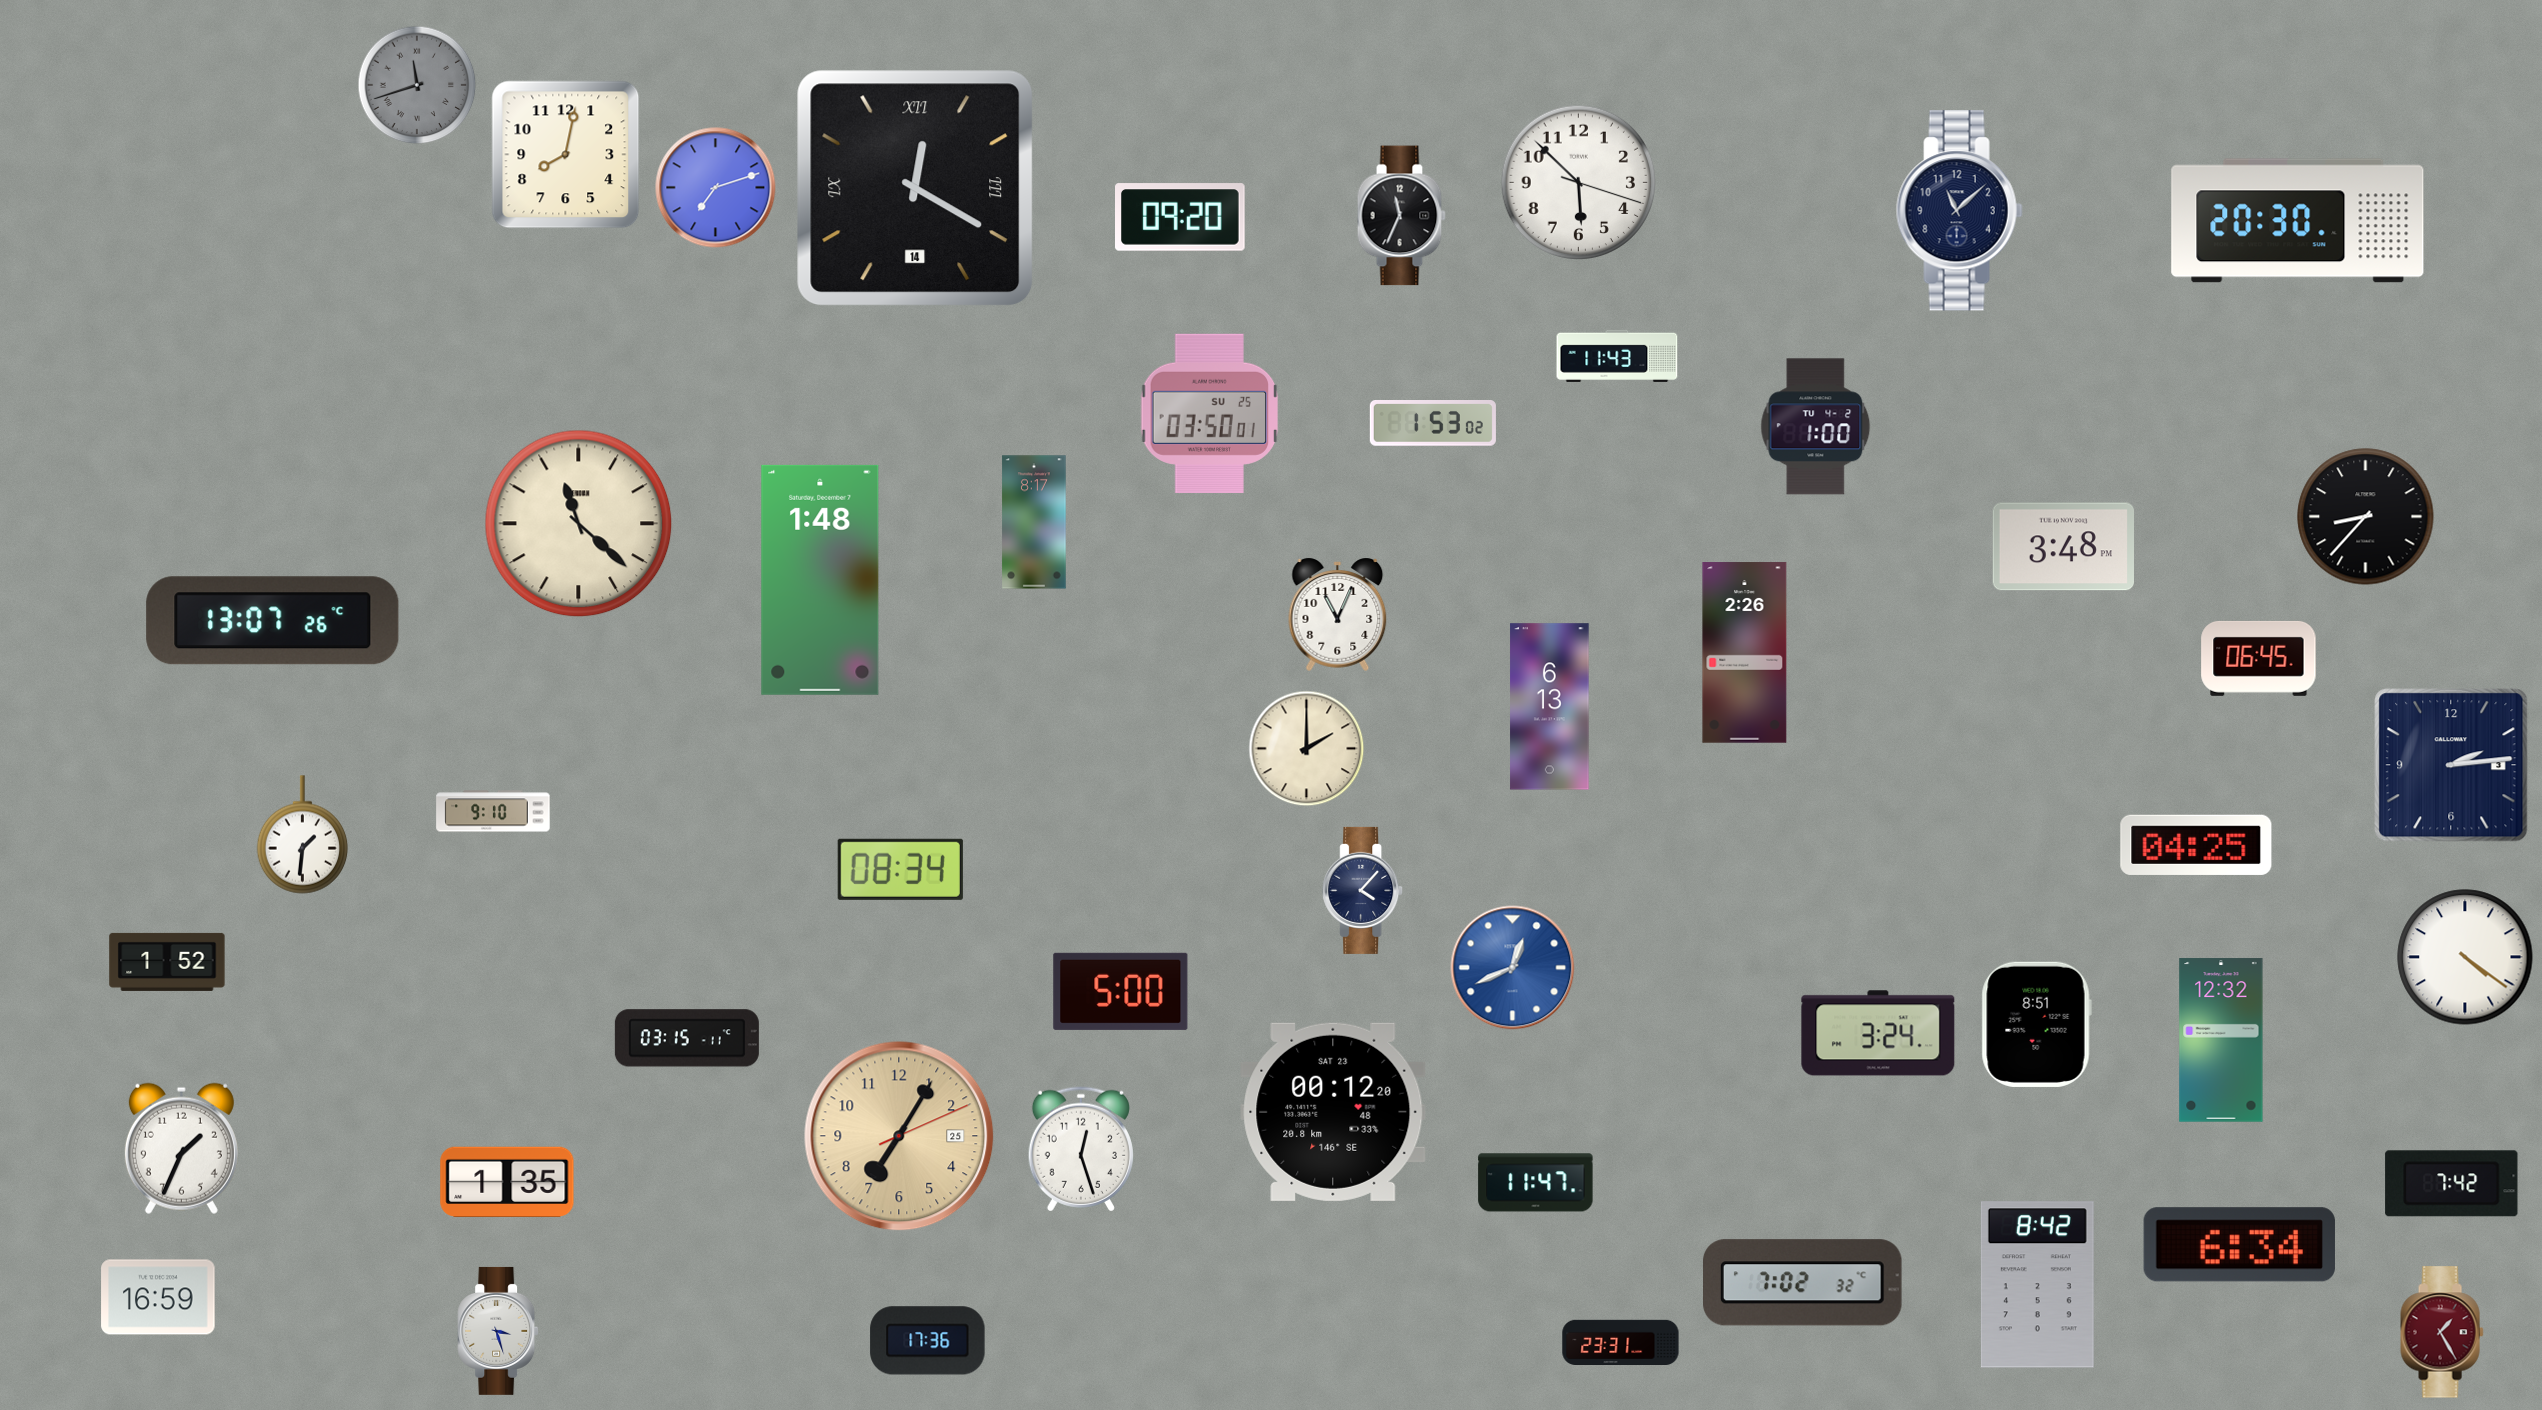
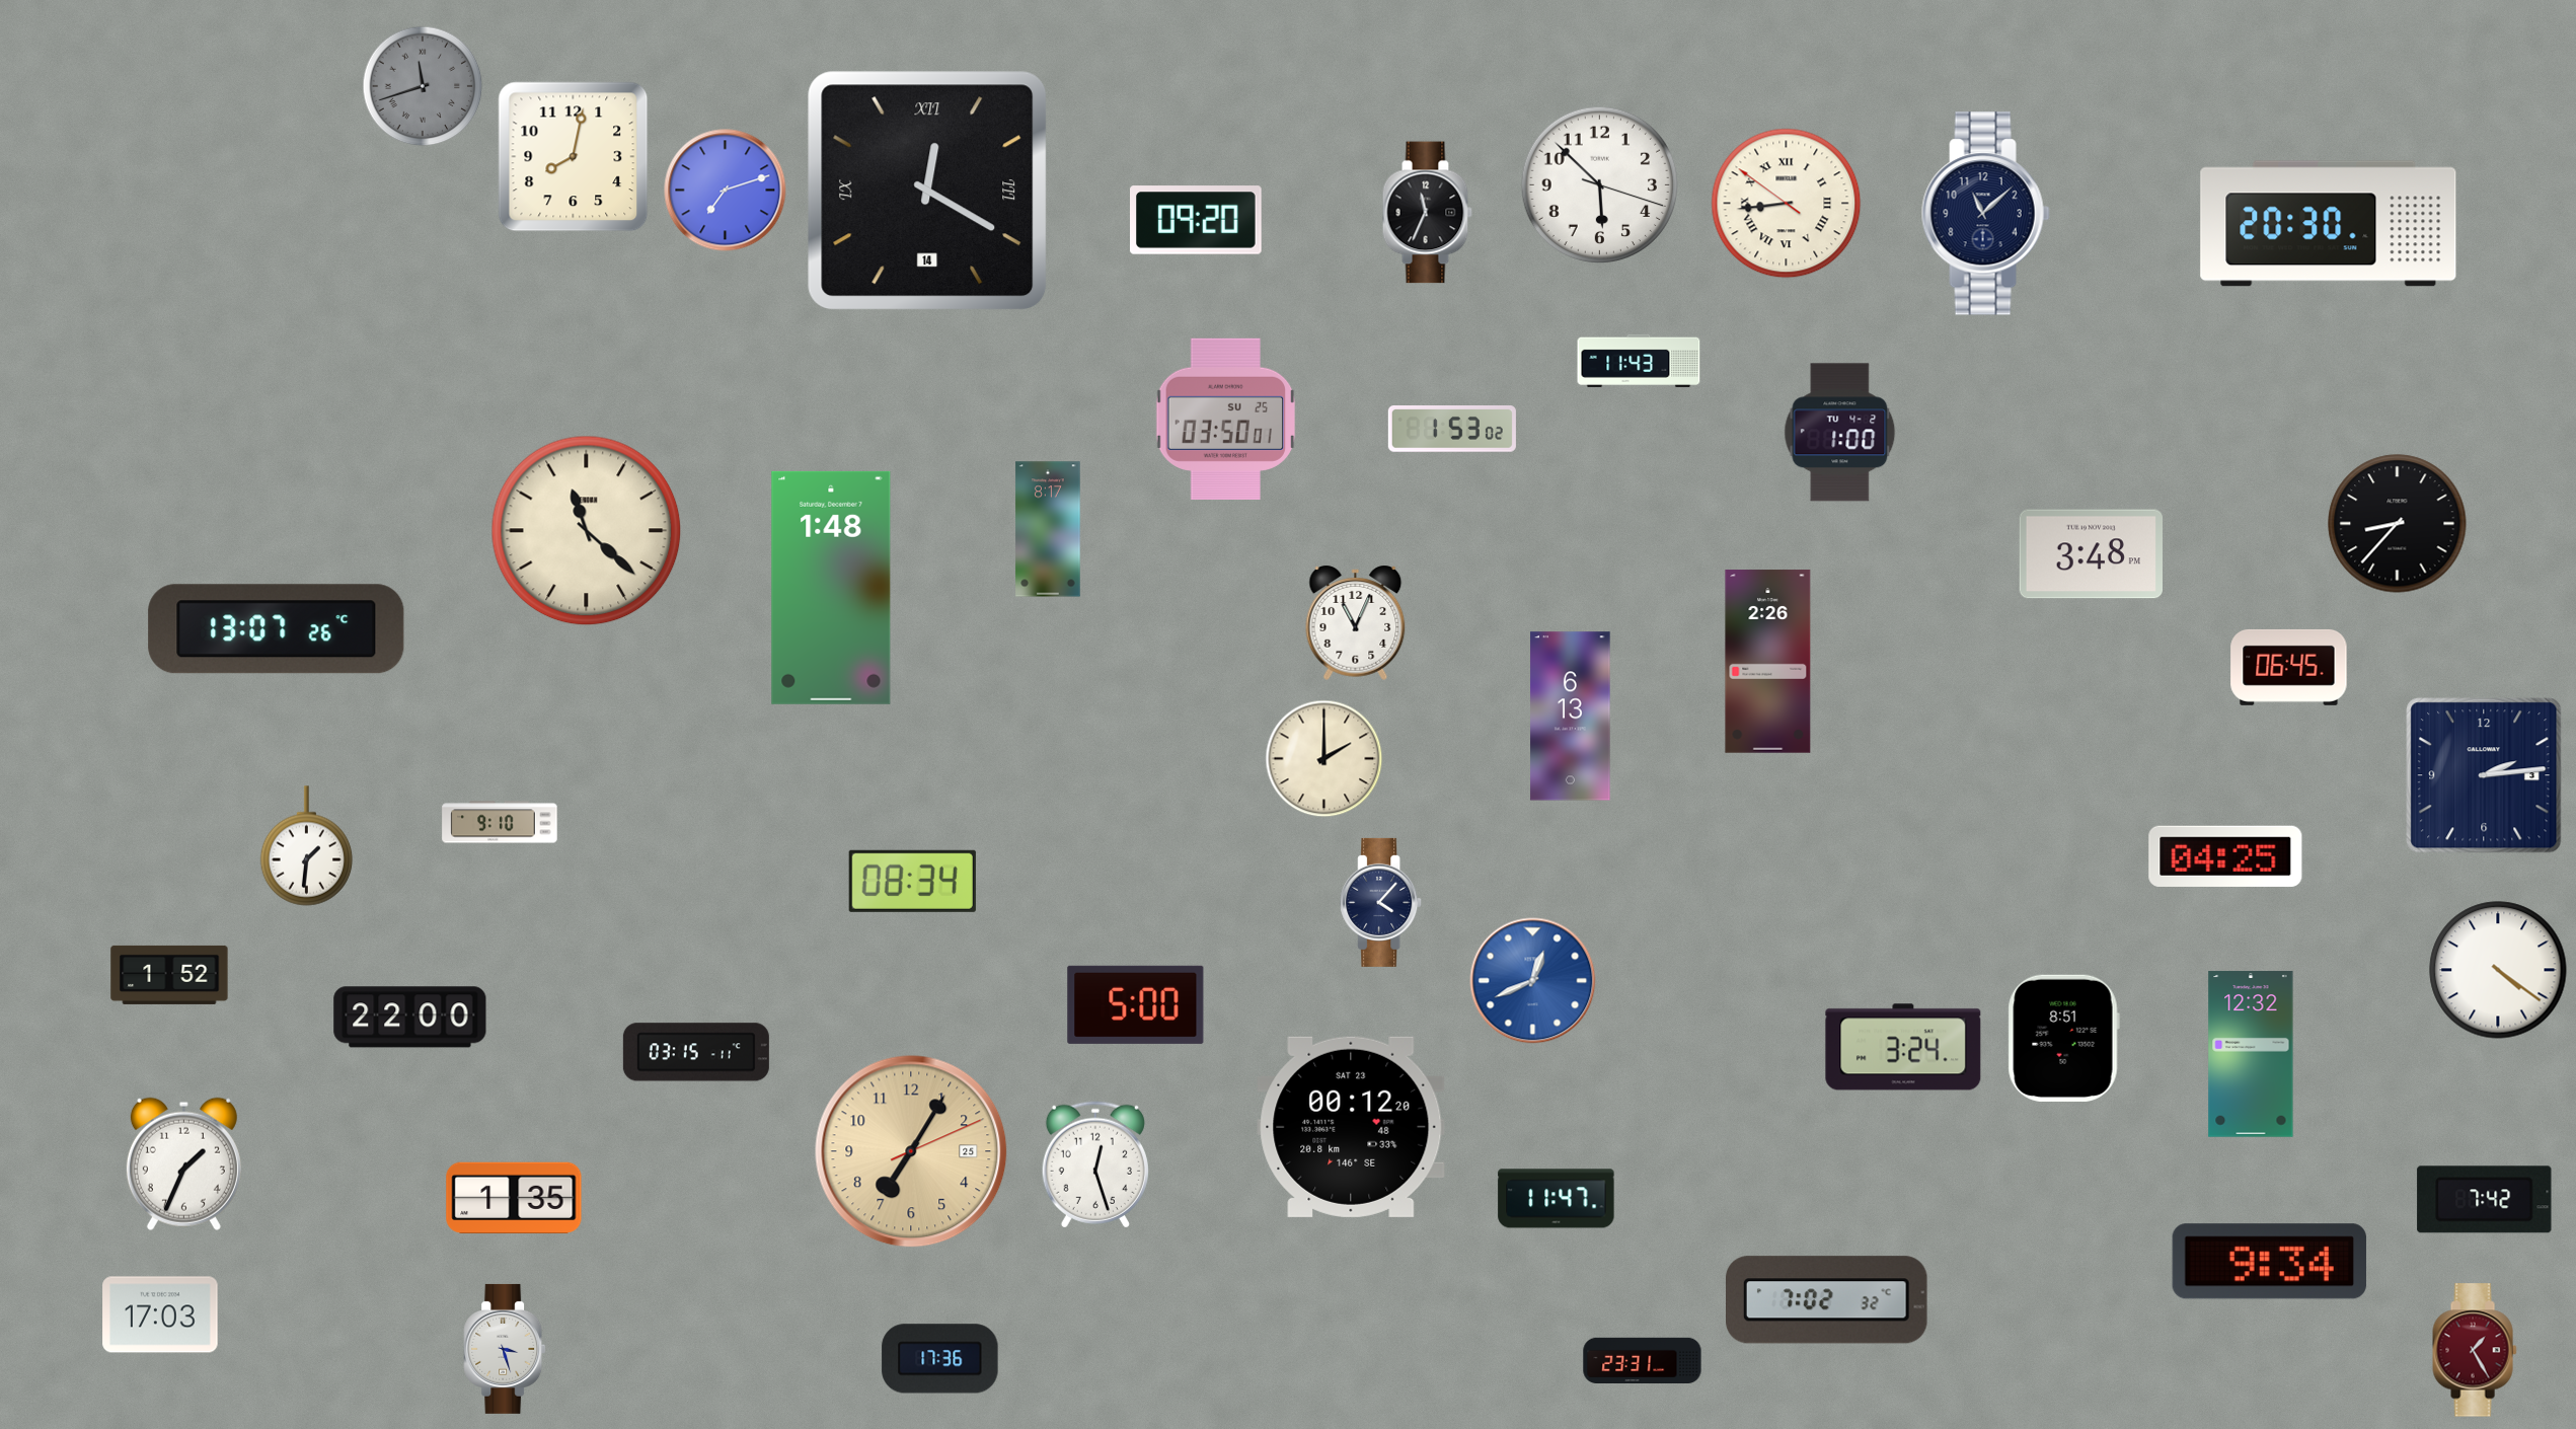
clock at (1787, 204): none -> 8:43
clock at (1401, 216) position: (1401, 216) -> (1427, 213)
clock at (410, 1018): none -> 22:00
clock at (2239, 1245): 6:34 -> 9:34
clock at (2037, 1285): 8:42 -> none
clock at (158, 1297): 16:59 -> 17:03
